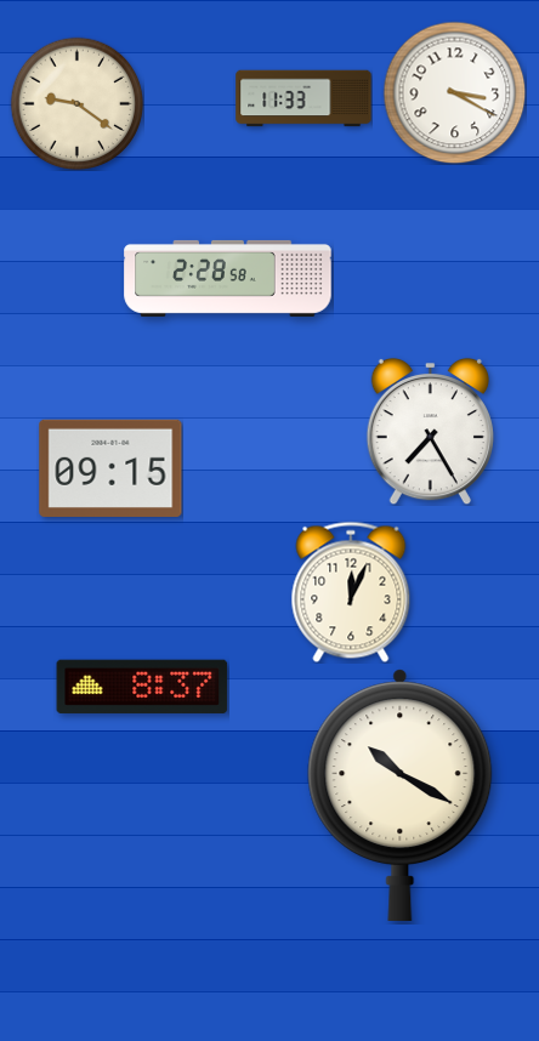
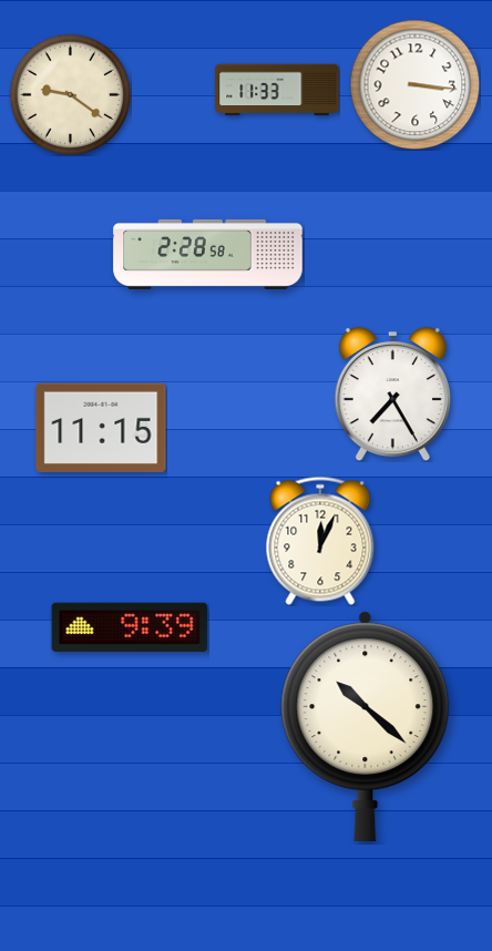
clock at (454, 92): 3:20 -> 3:16
clock at (110, 467): 09:15 -> 11:15
clock at (142, 687): 8:37 -> 9:39
clock at (401, 795): 10:20 -> 10:22
